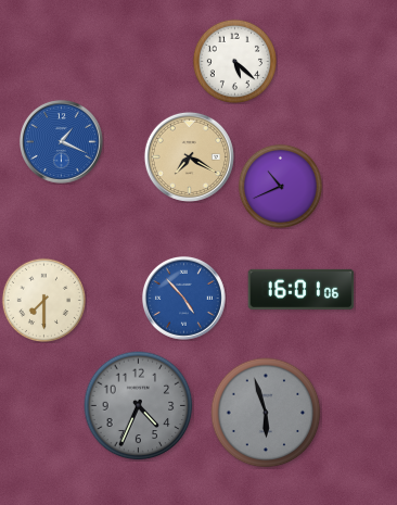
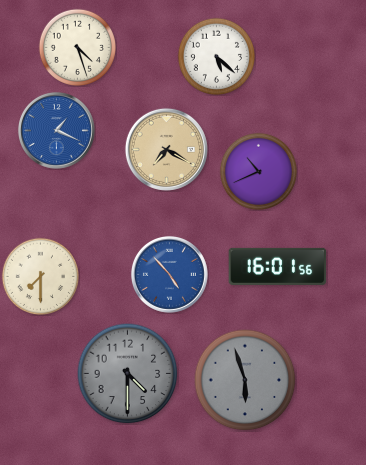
clock at (77, 47): none -> 4:27
clock at (189, 156) position: (189, 156) -> (166, 149)
clock at (302, 289): 16:01:06 -> 16:01:56
clock at (139, 406): 4:34 -> 4:30
